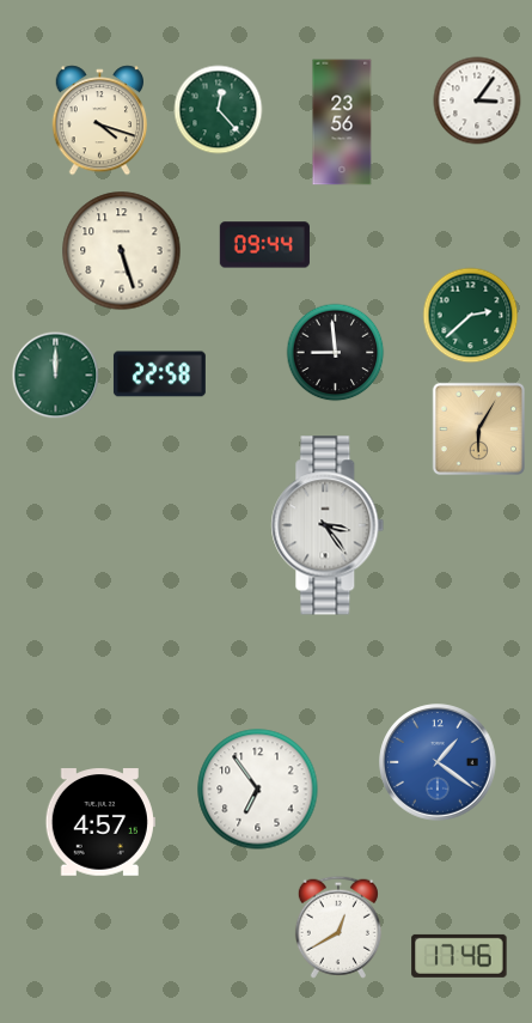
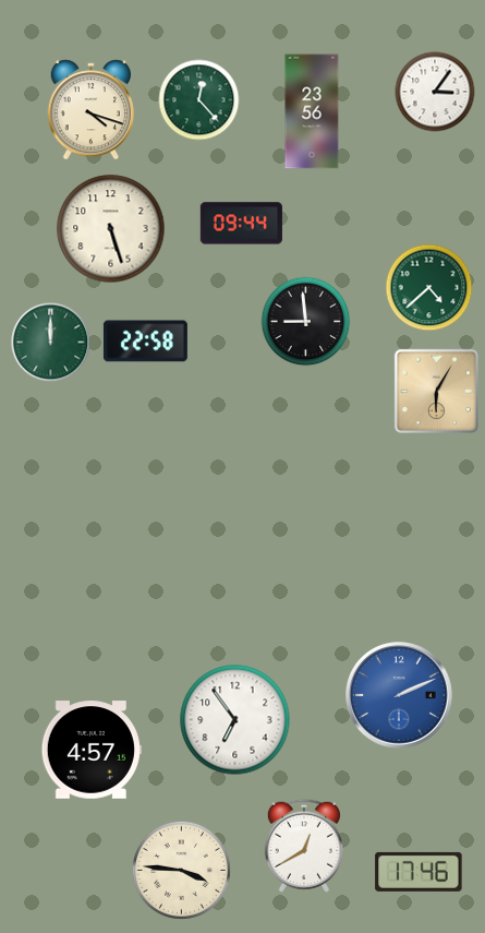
clock at (471, 316): 2:38 -> 4:38
clock at (328, 525): 3:24 -> none
clock at (438, 762): 1:21 -> 2:11
clock at (338, 927) position: (338, 927) -> (304, 846)
clock at (181, 870): none -> 3:46
